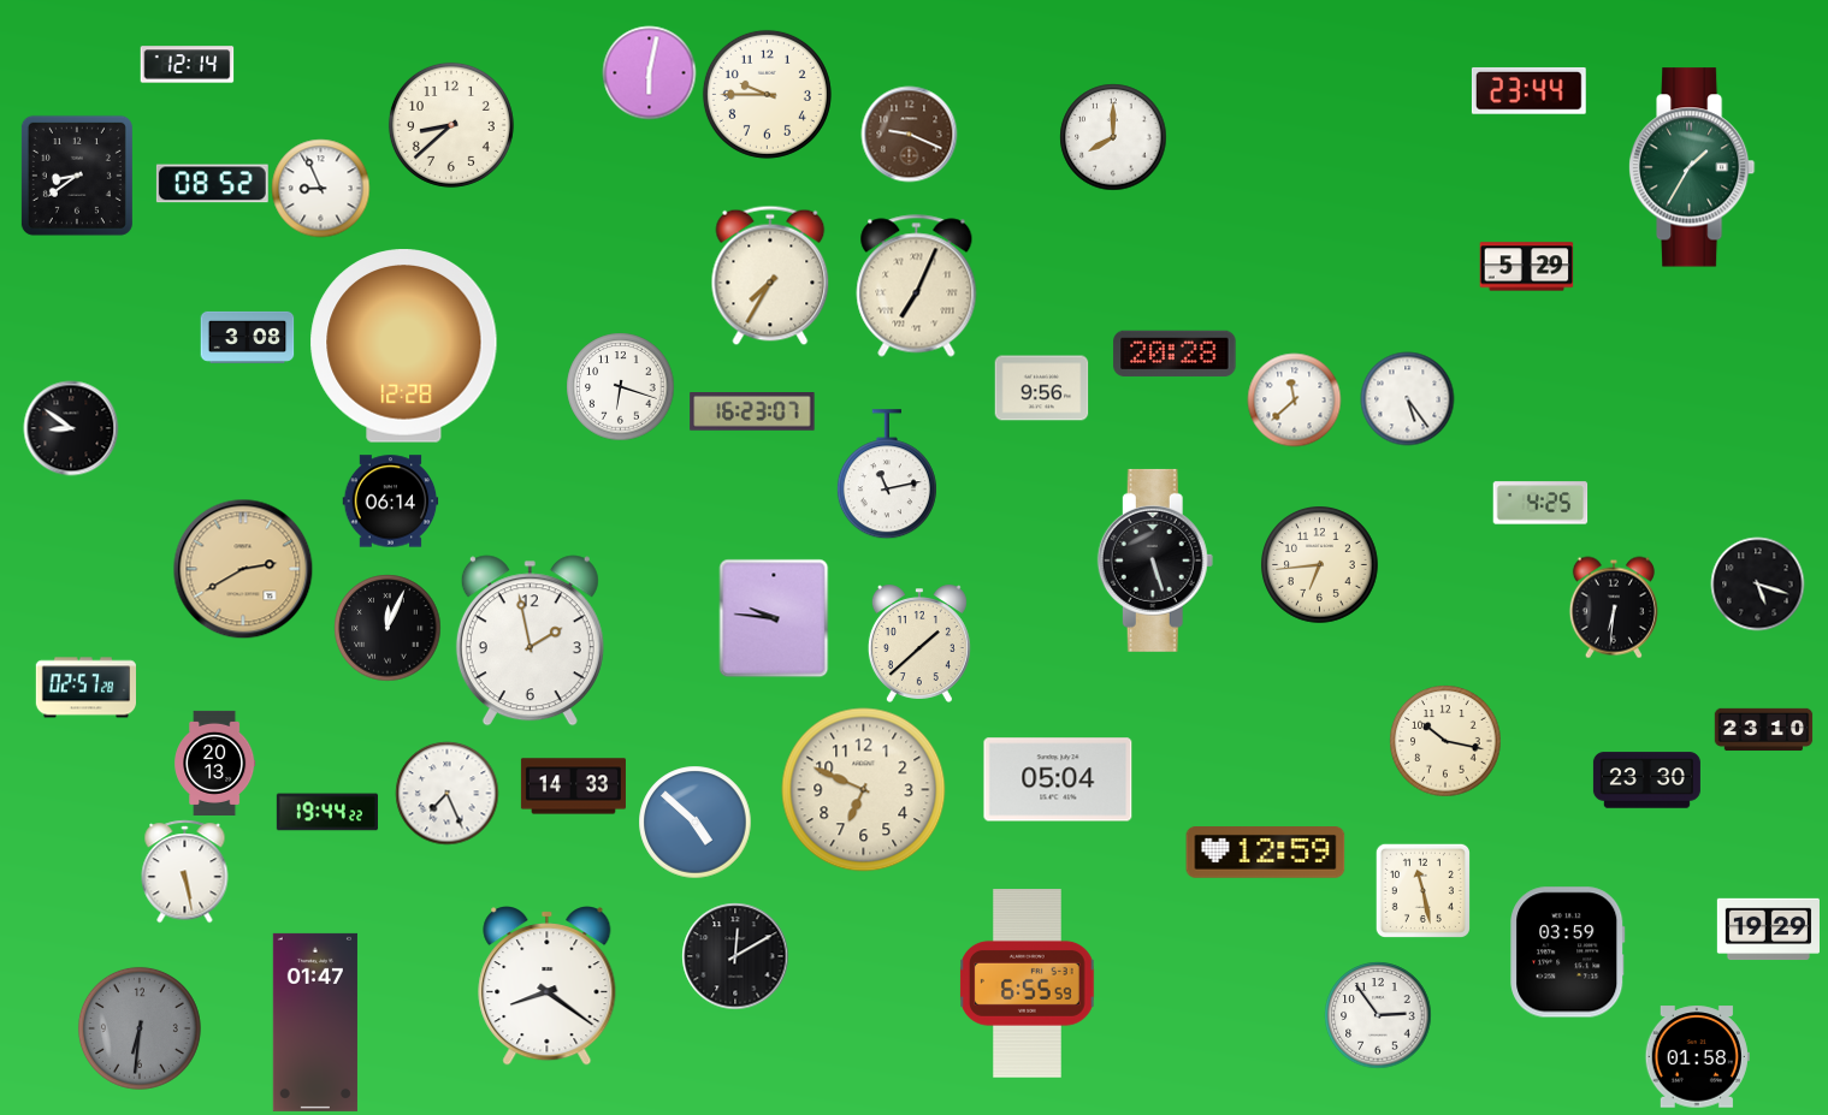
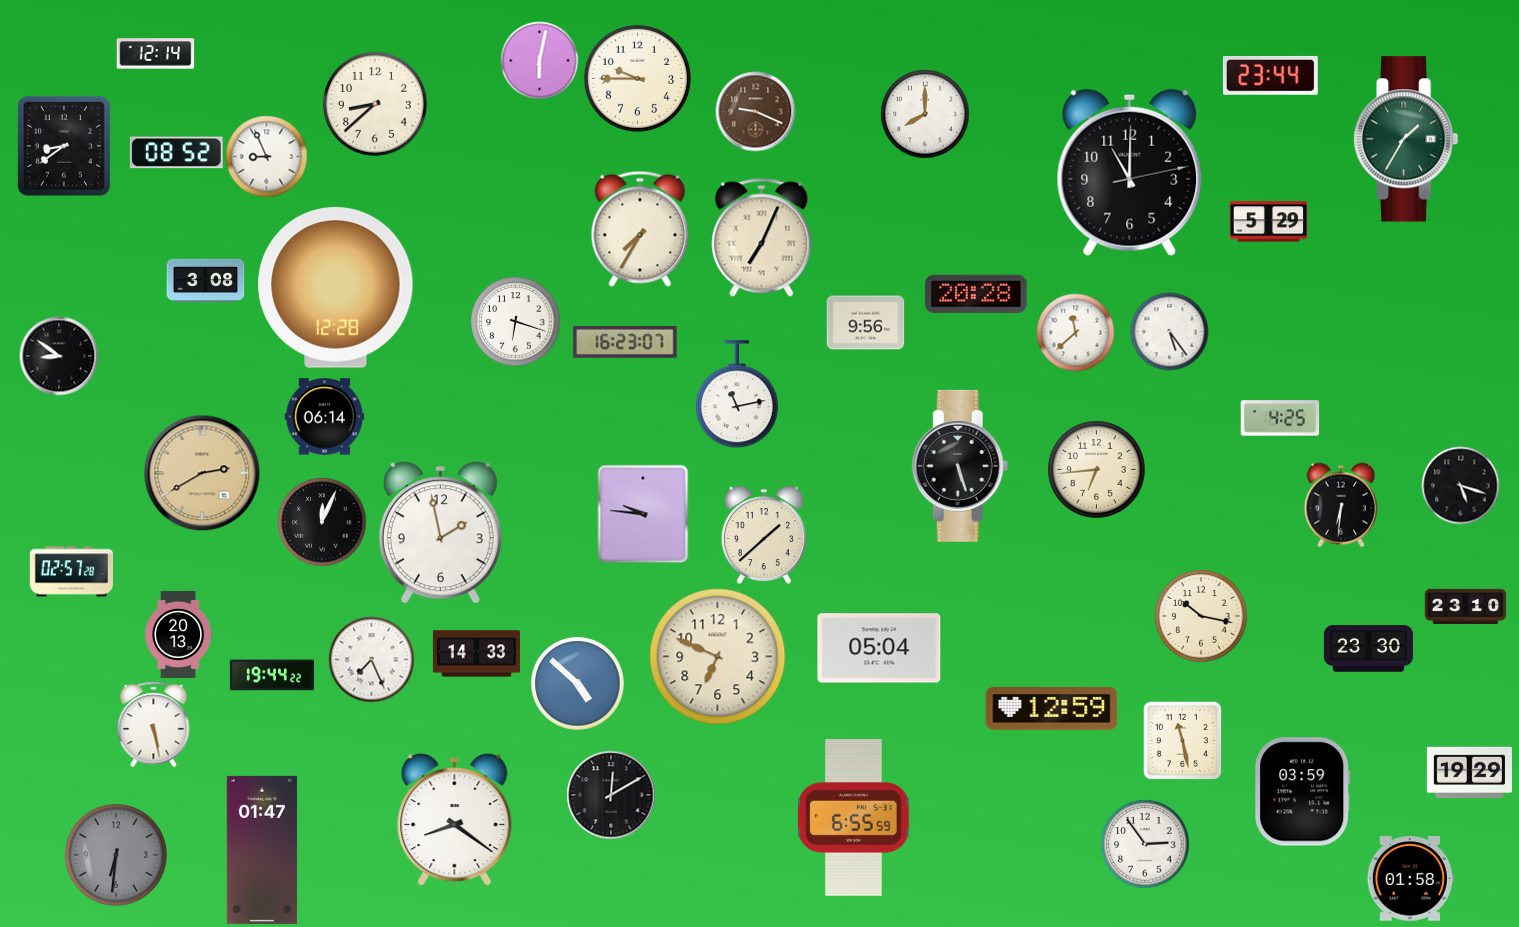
clock at (1130, 172): none -> 11:00
